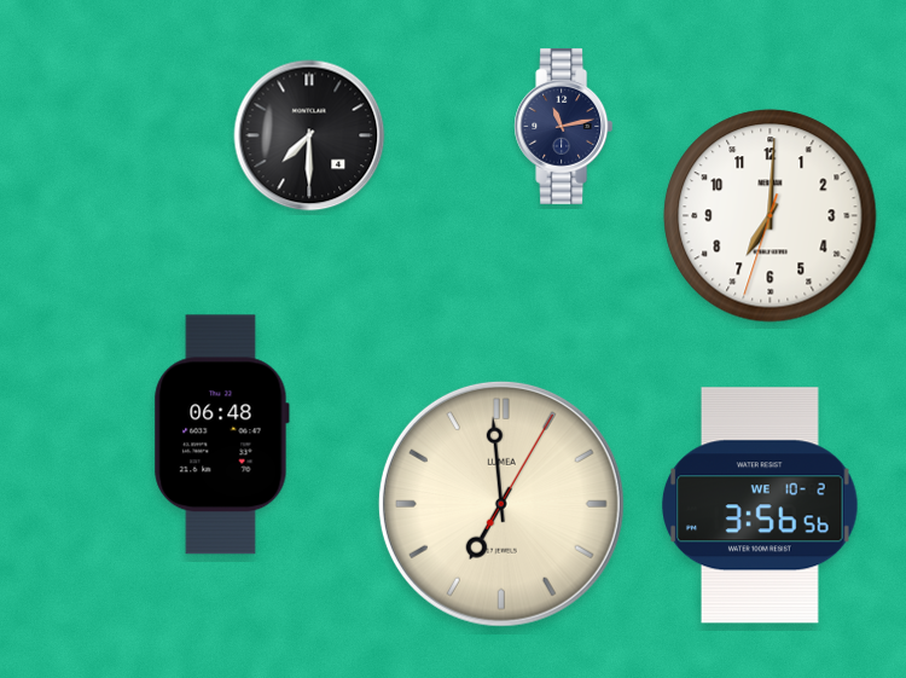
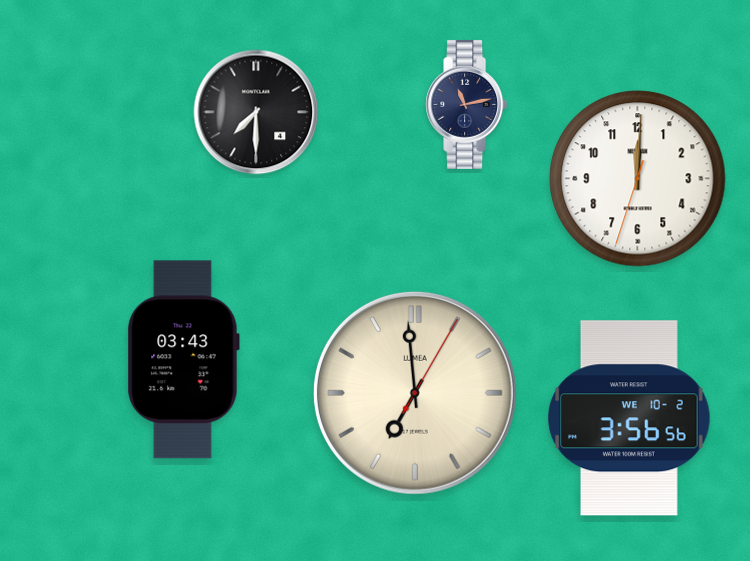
clock at (771, 216): 7:00 -> 12:00
clock at (221, 435): 06:48 -> 03:43
clock at (501, 504) position: (501, 504) -> (415, 393)
